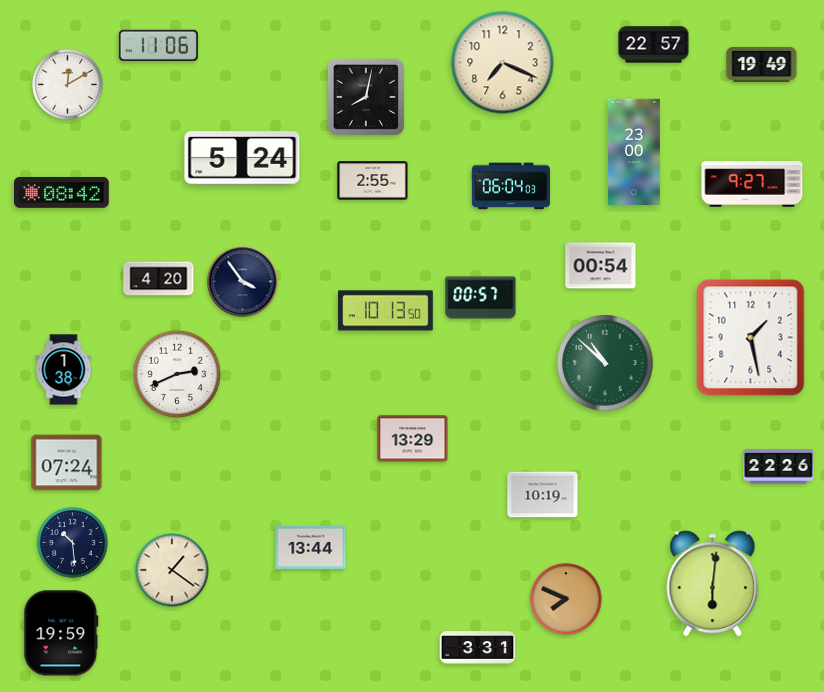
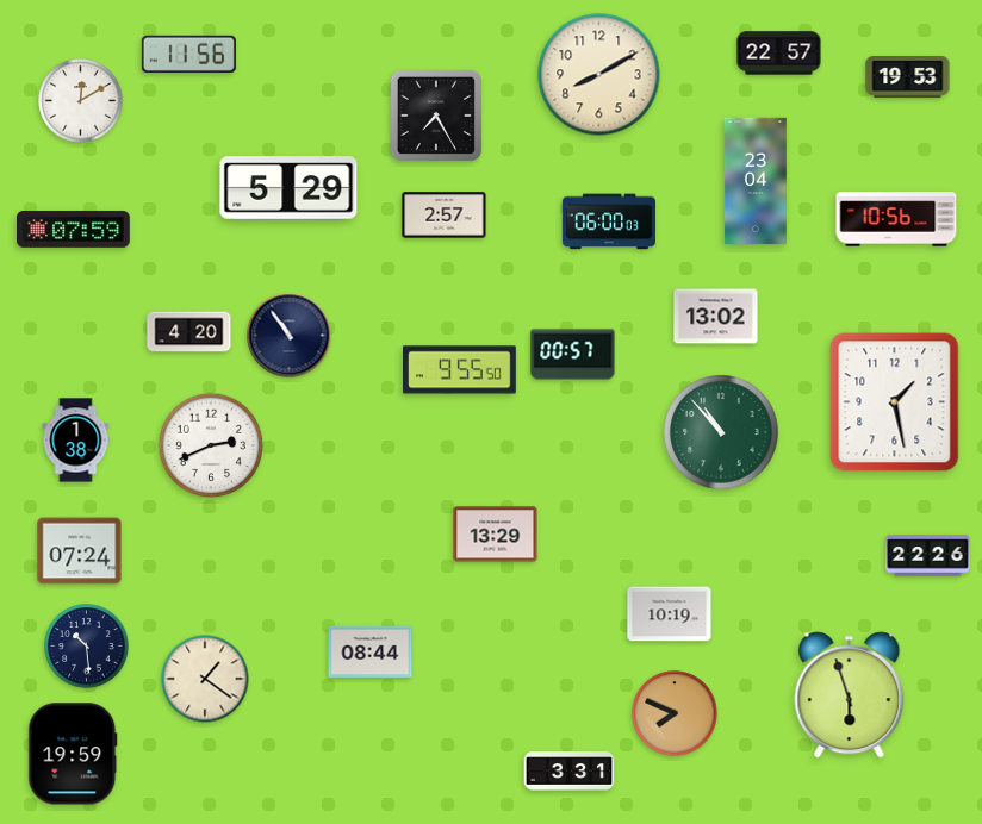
clock at (158, 45): 11:06 -> 11:56
clock at (503, 63): 7:19 -> 8:10
clock at (762, 65): 19:49 -> 19:53
clock at (365, 96): 8:02 -> 7:25
clock at (634, 151): 23:00 -> 23:04
clock at (242, 158): 5:24 -> 5:29
clock at (373, 181): 2:55 -> 2:57
clock at (752, 184): 9:27 -> 10:56
clock at (510, 186): 06:04 -> 06:00
clock at (62, 192): 08:42 -> 07:59
clock at (601, 266): 00:54 -> 13:02
clock at (243, 282): 3:54 -> 10:54
clock at (386, 311): 10:13 -> 9:55
clock at (605, 363): 10:52 -> 10:53
clock at (413, 439) position: (413, 439) -> (496, 535)
clock at (543, 495) position: (543, 495) -> (670, 614)
clock at (311, 547): 13:44 -> 08:44
clock at (713, 584): 6:01 -> 5:57
